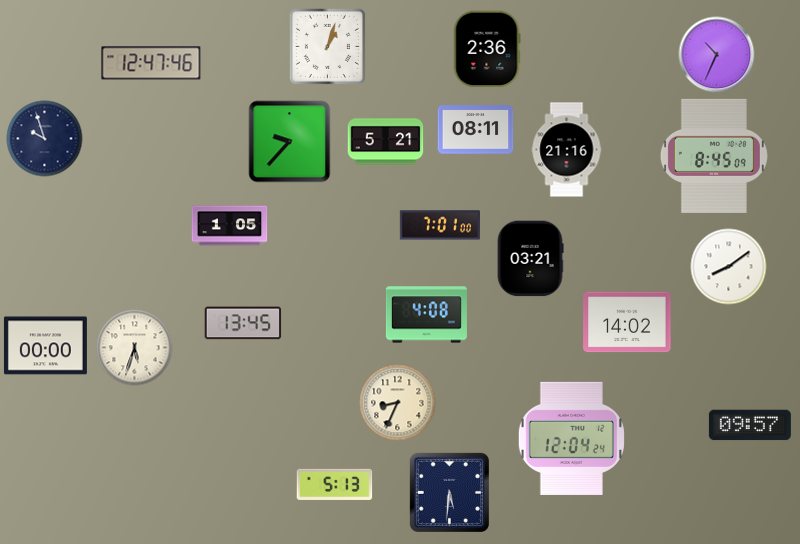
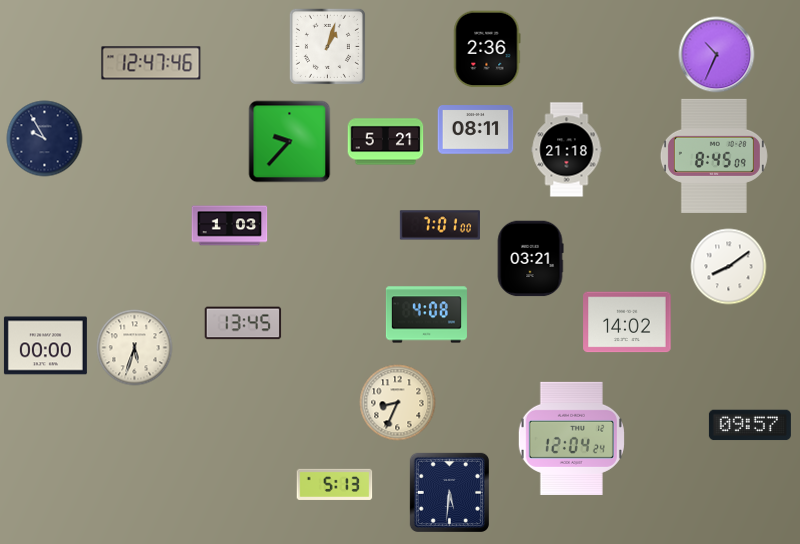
clock at (45, 139): 9:57 -> 9:55
clock at (567, 150): 21:16 -> 21:18
clock at (230, 226): 1:05 -> 1:03
